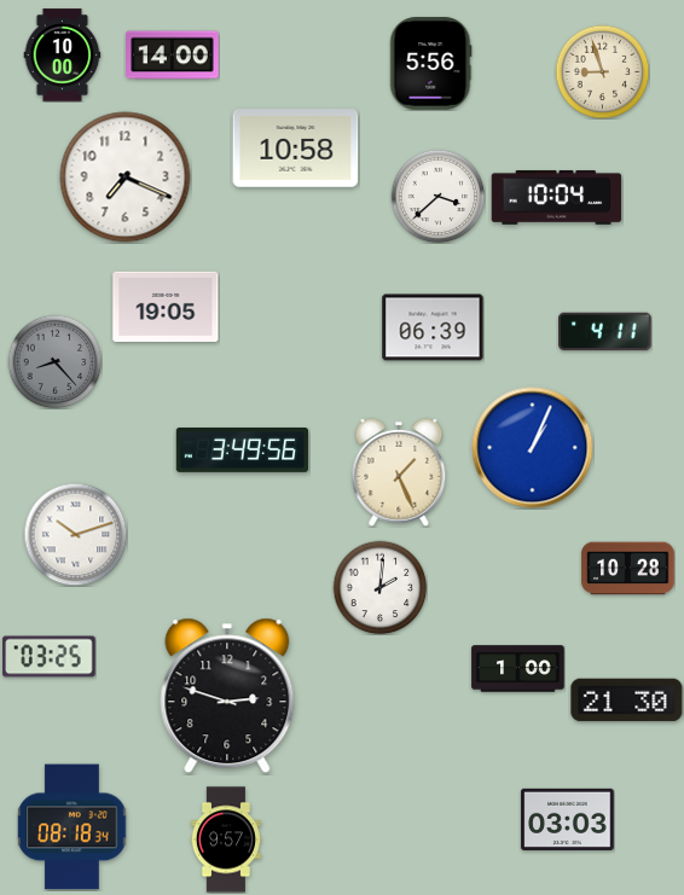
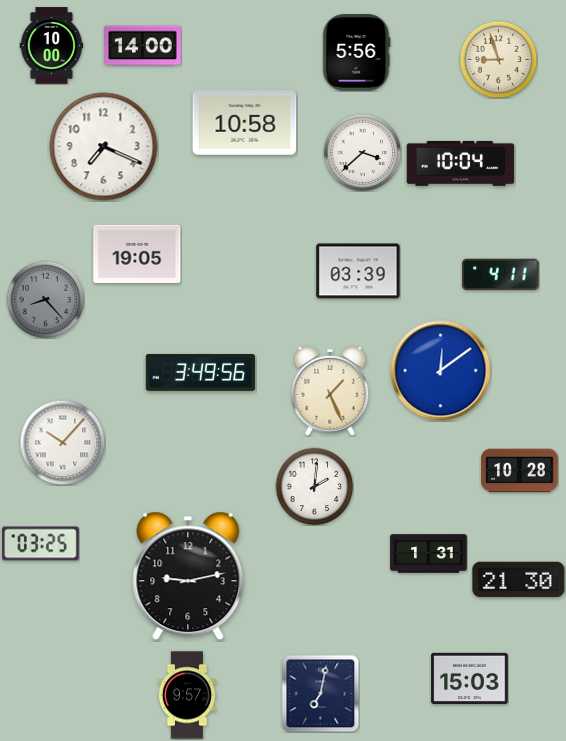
clock at (437, 196) position: (437, 196) -> (362, 152)
clock at (433, 327): 06:39 -> 03:39
clock at (533, 448): 1:04 -> 12:09
clock at (75, 534): 10:12 -> 10:07
clock at (518, 669): 1:00 -> 1:31
clock at (227, 696): 2:48 -> 9:13
clock at (568, 819): 03:03 -> 15:03
clock at (73, 827): 08:18 -> none
clock at (320, 693): none -> 7:02
